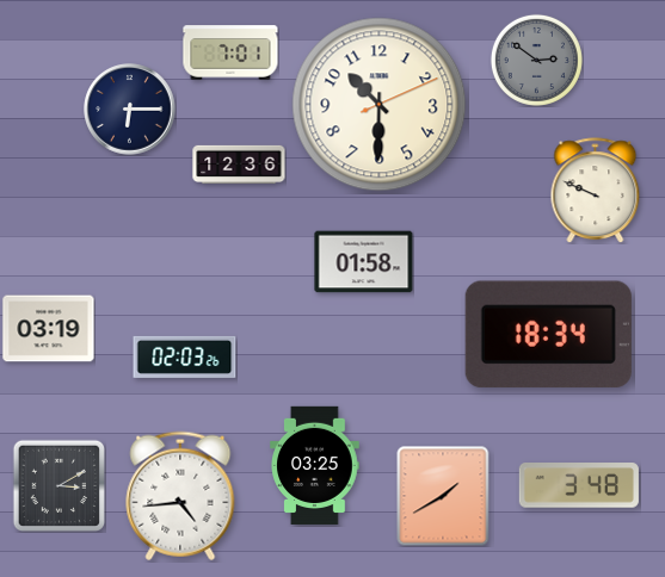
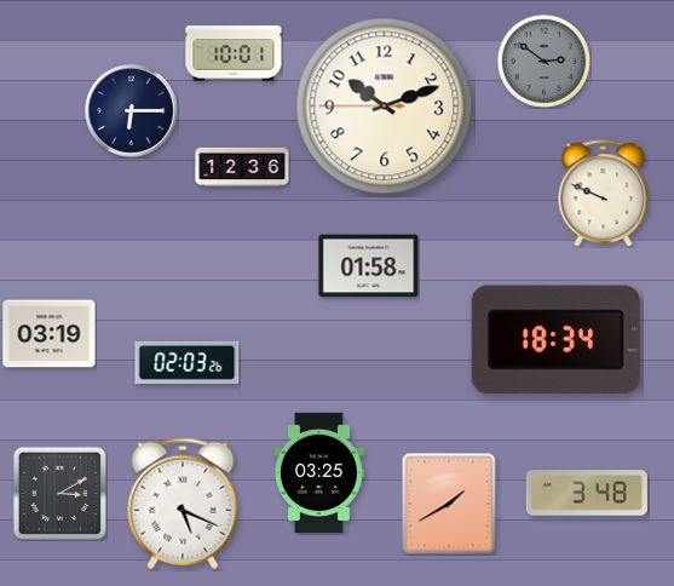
clock at (230, 52): 7:01 -> 10:01
clock at (380, 105): 10:30 -> 10:11
clock at (180, 496): 4:44 -> 5:19
